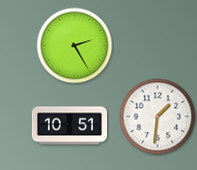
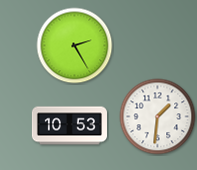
clock at (69, 126): 10:51 -> 10:53
